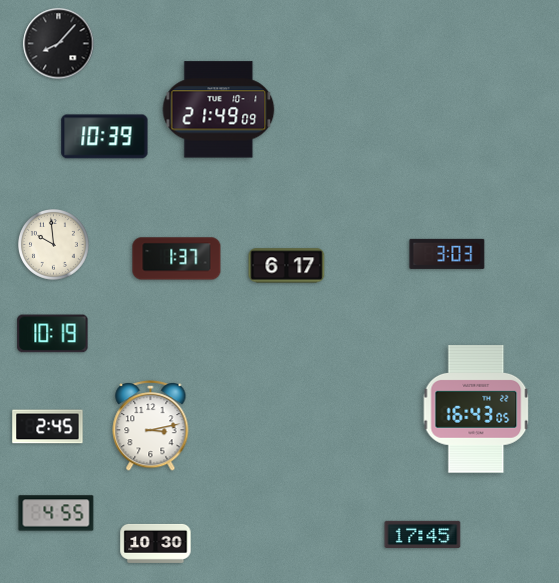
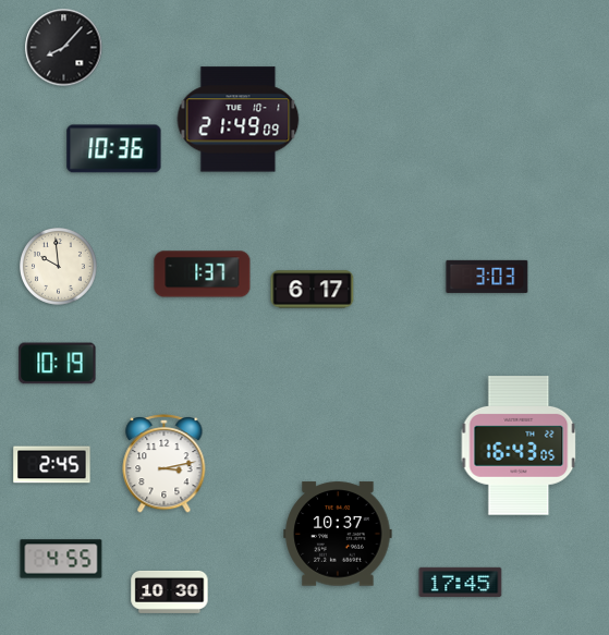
clock at (105, 137): 10:39 -> 10:36
clock at (177, 259) position: (177, 259) -> (203, 274)
clock at (338, 534): none -> 10:37
